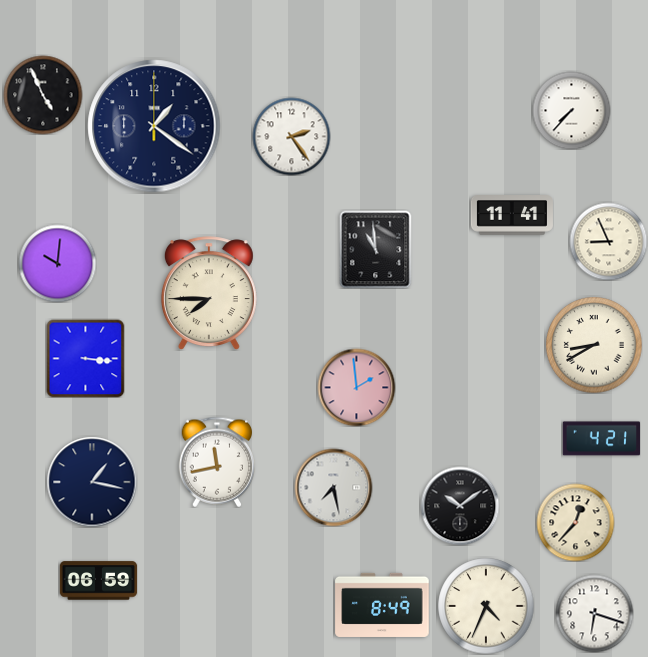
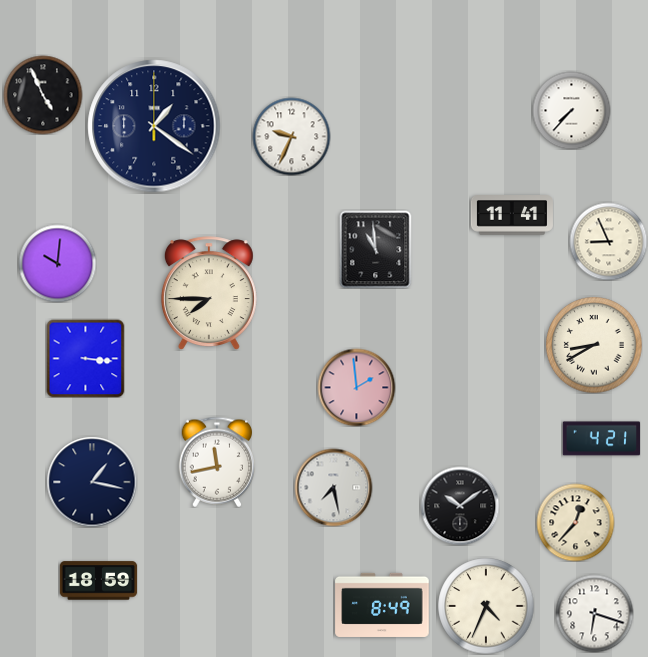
clock at (291, 136): 2:24 -> 9:34
clock at (98, 581): 06:59 -> 18:59
